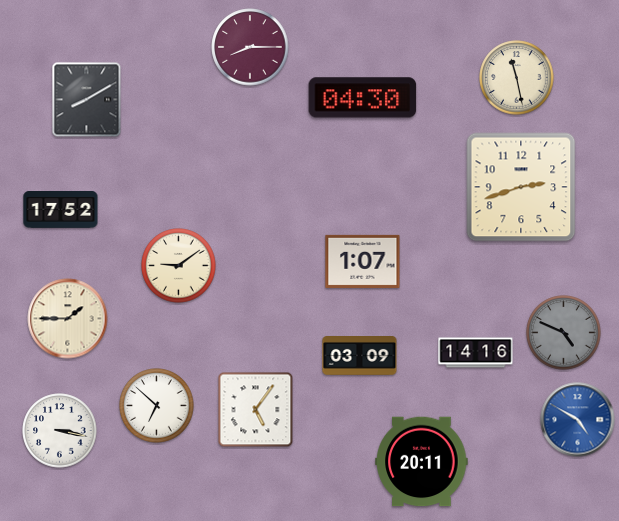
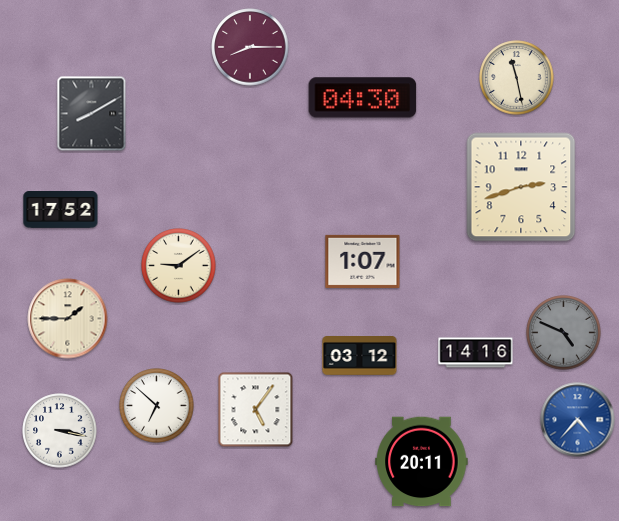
clock at (87, 100) position: (87, 100) -> (92, 114)
clock at (360, 356): 03:09 -> 03:12
clock at (578, 420): 4:50 -> 4:37
